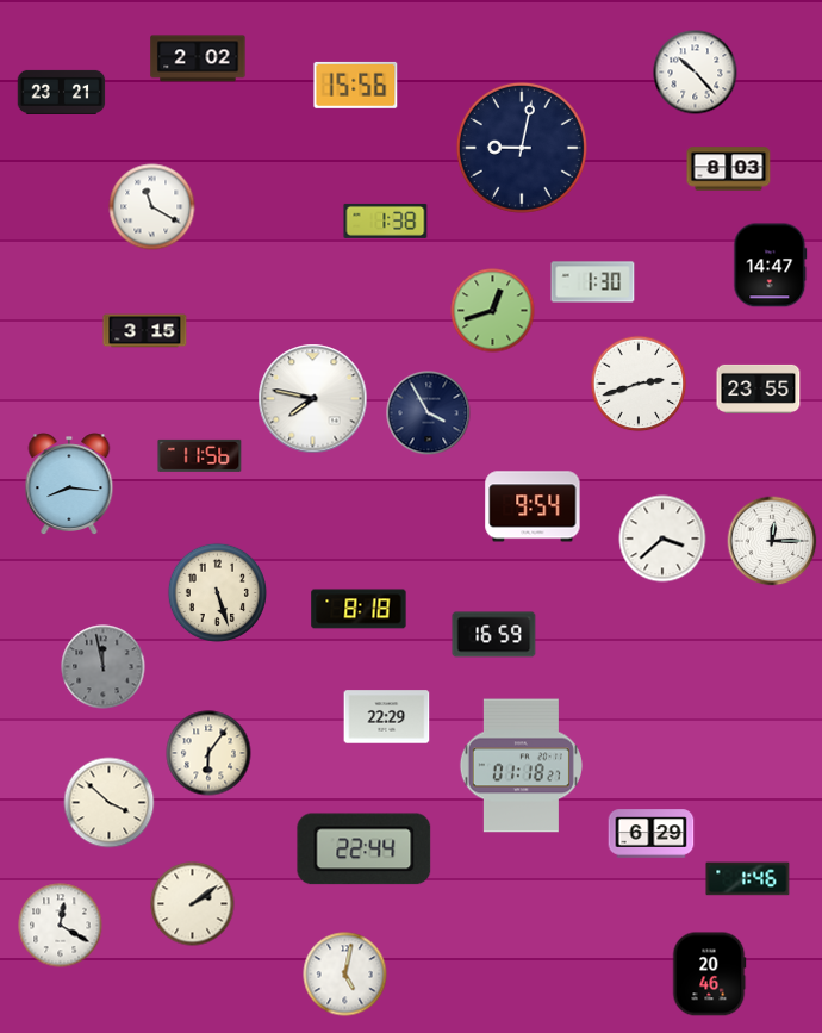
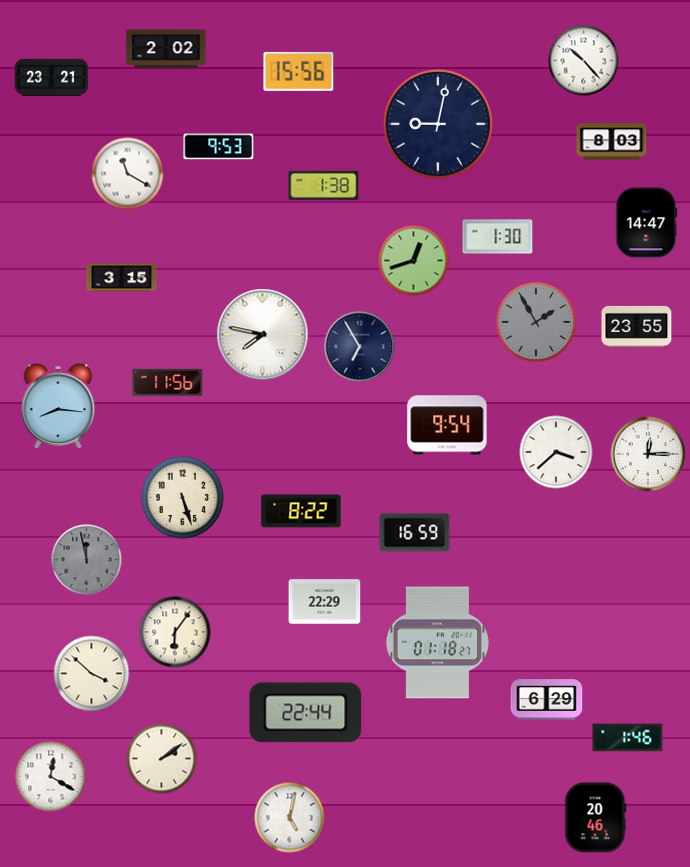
clock at (219, 147): none -> 9:53
clock at (639, 384): 2:42 -> 1:55
clock at (639, 384) dial: white -> grey
clock at (429, 413): 3:55 -> 6:55
clock at (359, 609): 8:18 -> 8:22
